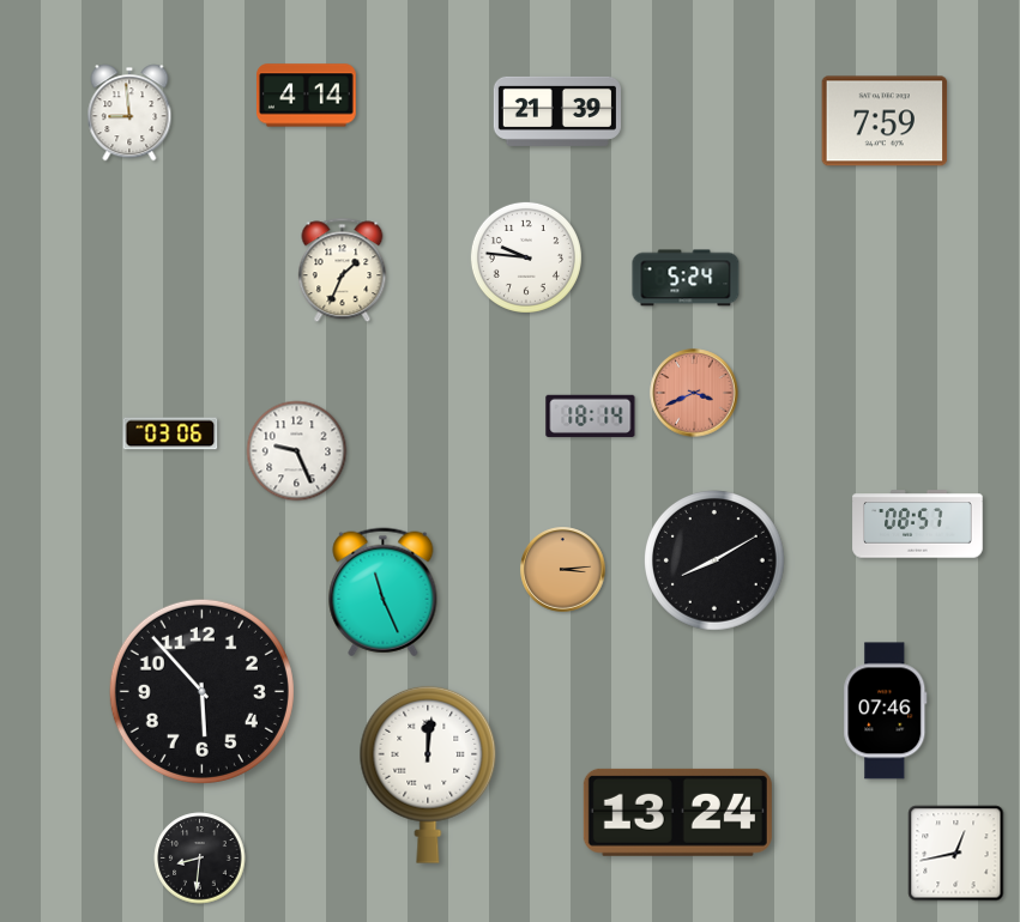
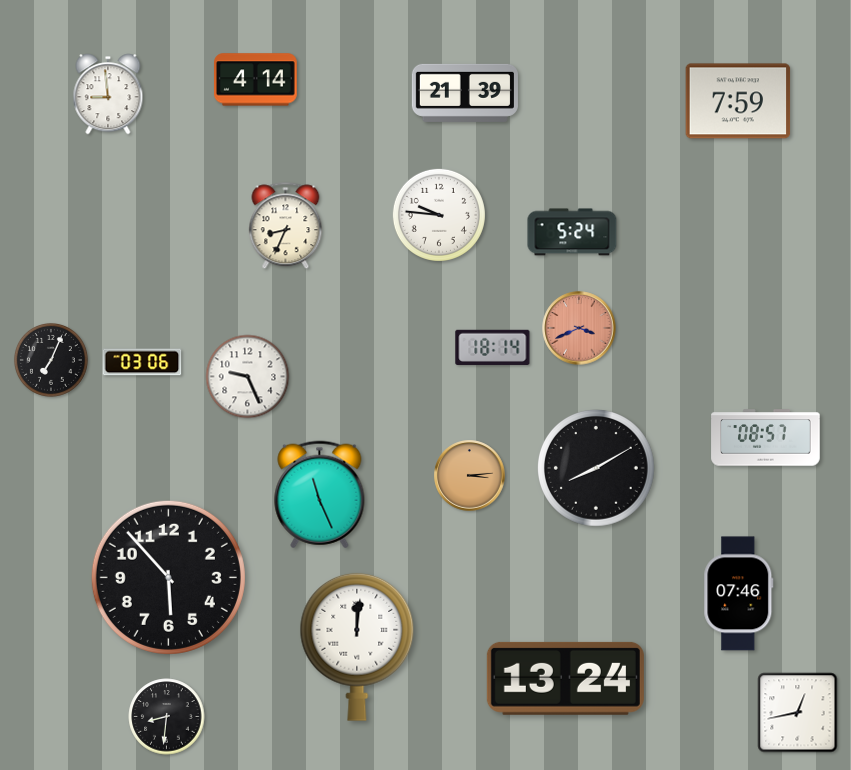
clock at (343, 271): 1:34 -> 8:34
clock at (51, 360): none -> 7:04
